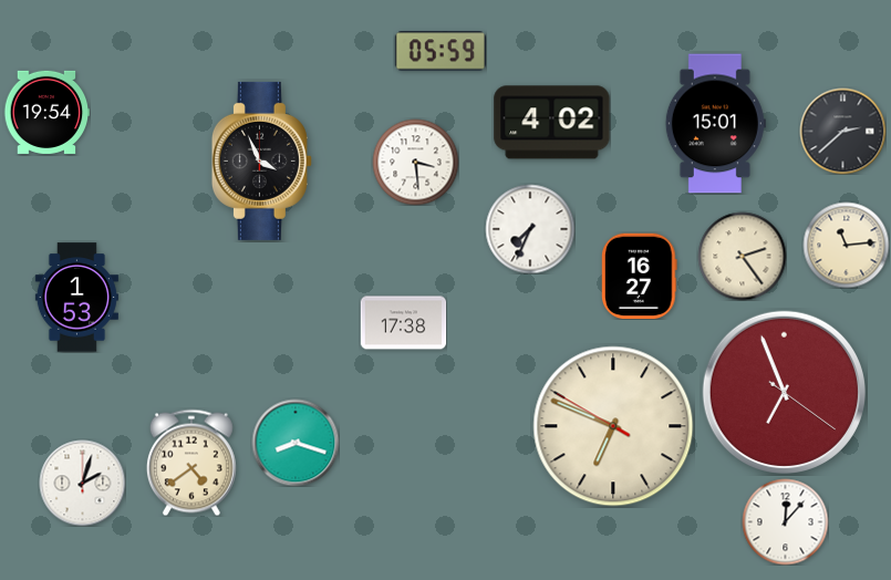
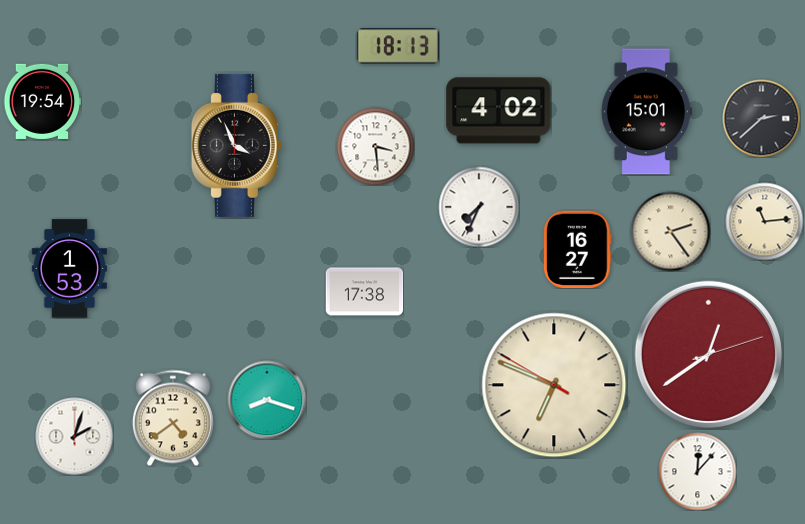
clock at (441, 51): 05:59 -> 18:13
clock at (784, 392): 6:56 -> 12:39
clock at (785, 521) position: (785, 521) -> (697, 471)
